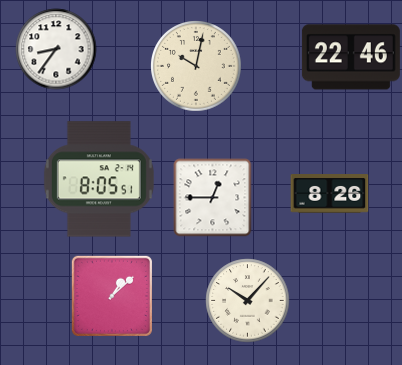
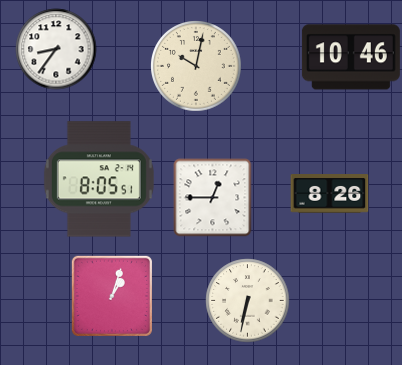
clock at (351, 57): 22:46 -> 10:46
clock at (112, 296): 1:08 -> 1:03
clock at (247, 300): 10:07 -> 6:32
